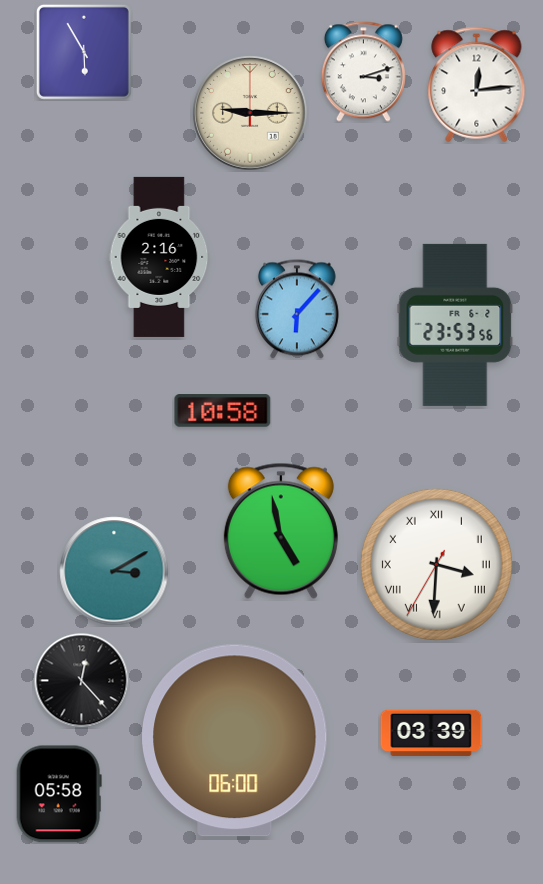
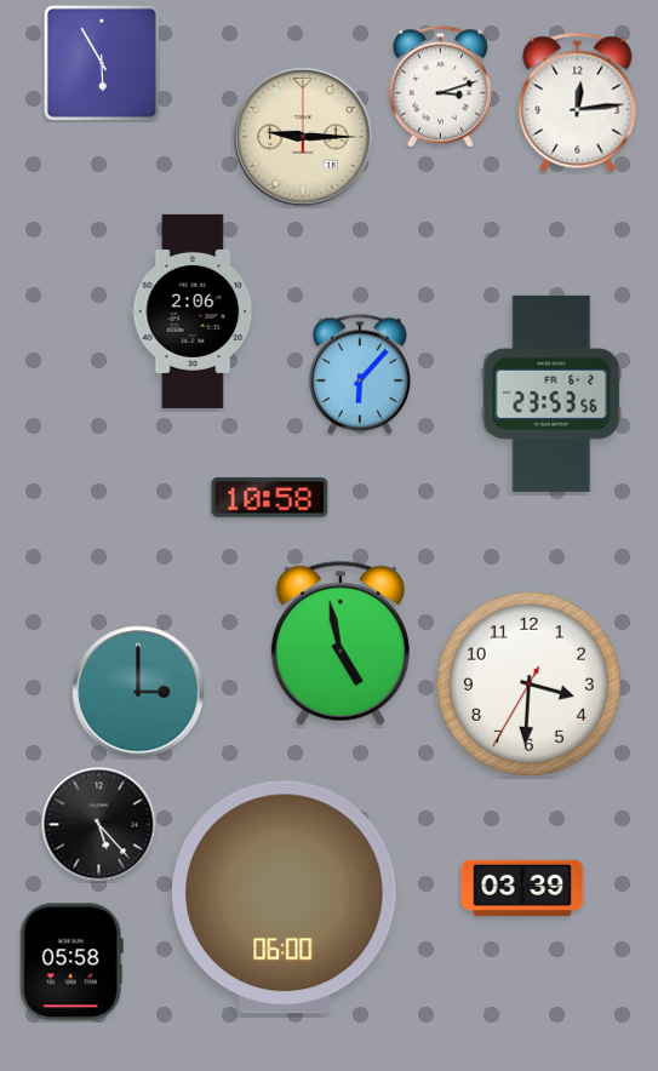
clock at (159, 257): 2:16 -> 2:06
clock at (436, 564) numerals: Roman -> Arabic
clock at (114, 571): 3:10 -> 3:00
clock at (81, 680): 12:23 -> 5:23
